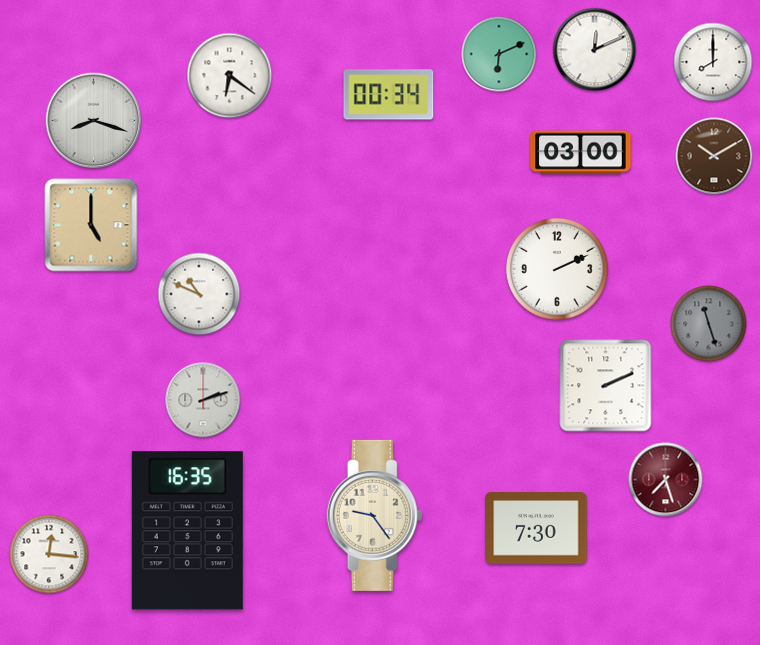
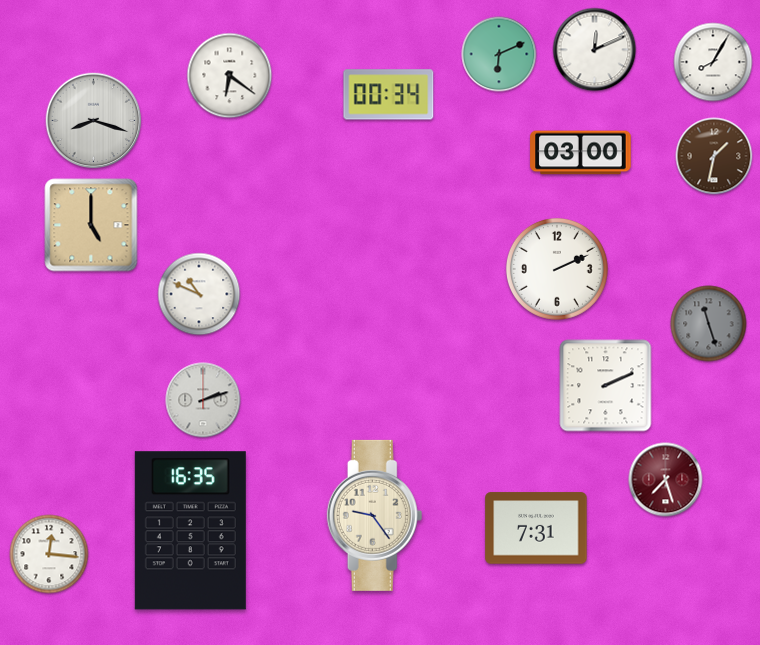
clock at (713, 62): 8:00 -> 8:05
clock at (714, 156): 10:10 -> 1:32
clock at (536, 528): 7:30 -> 7:31
clock at (187, 531) position: (187, 531) -> (190, 531)
